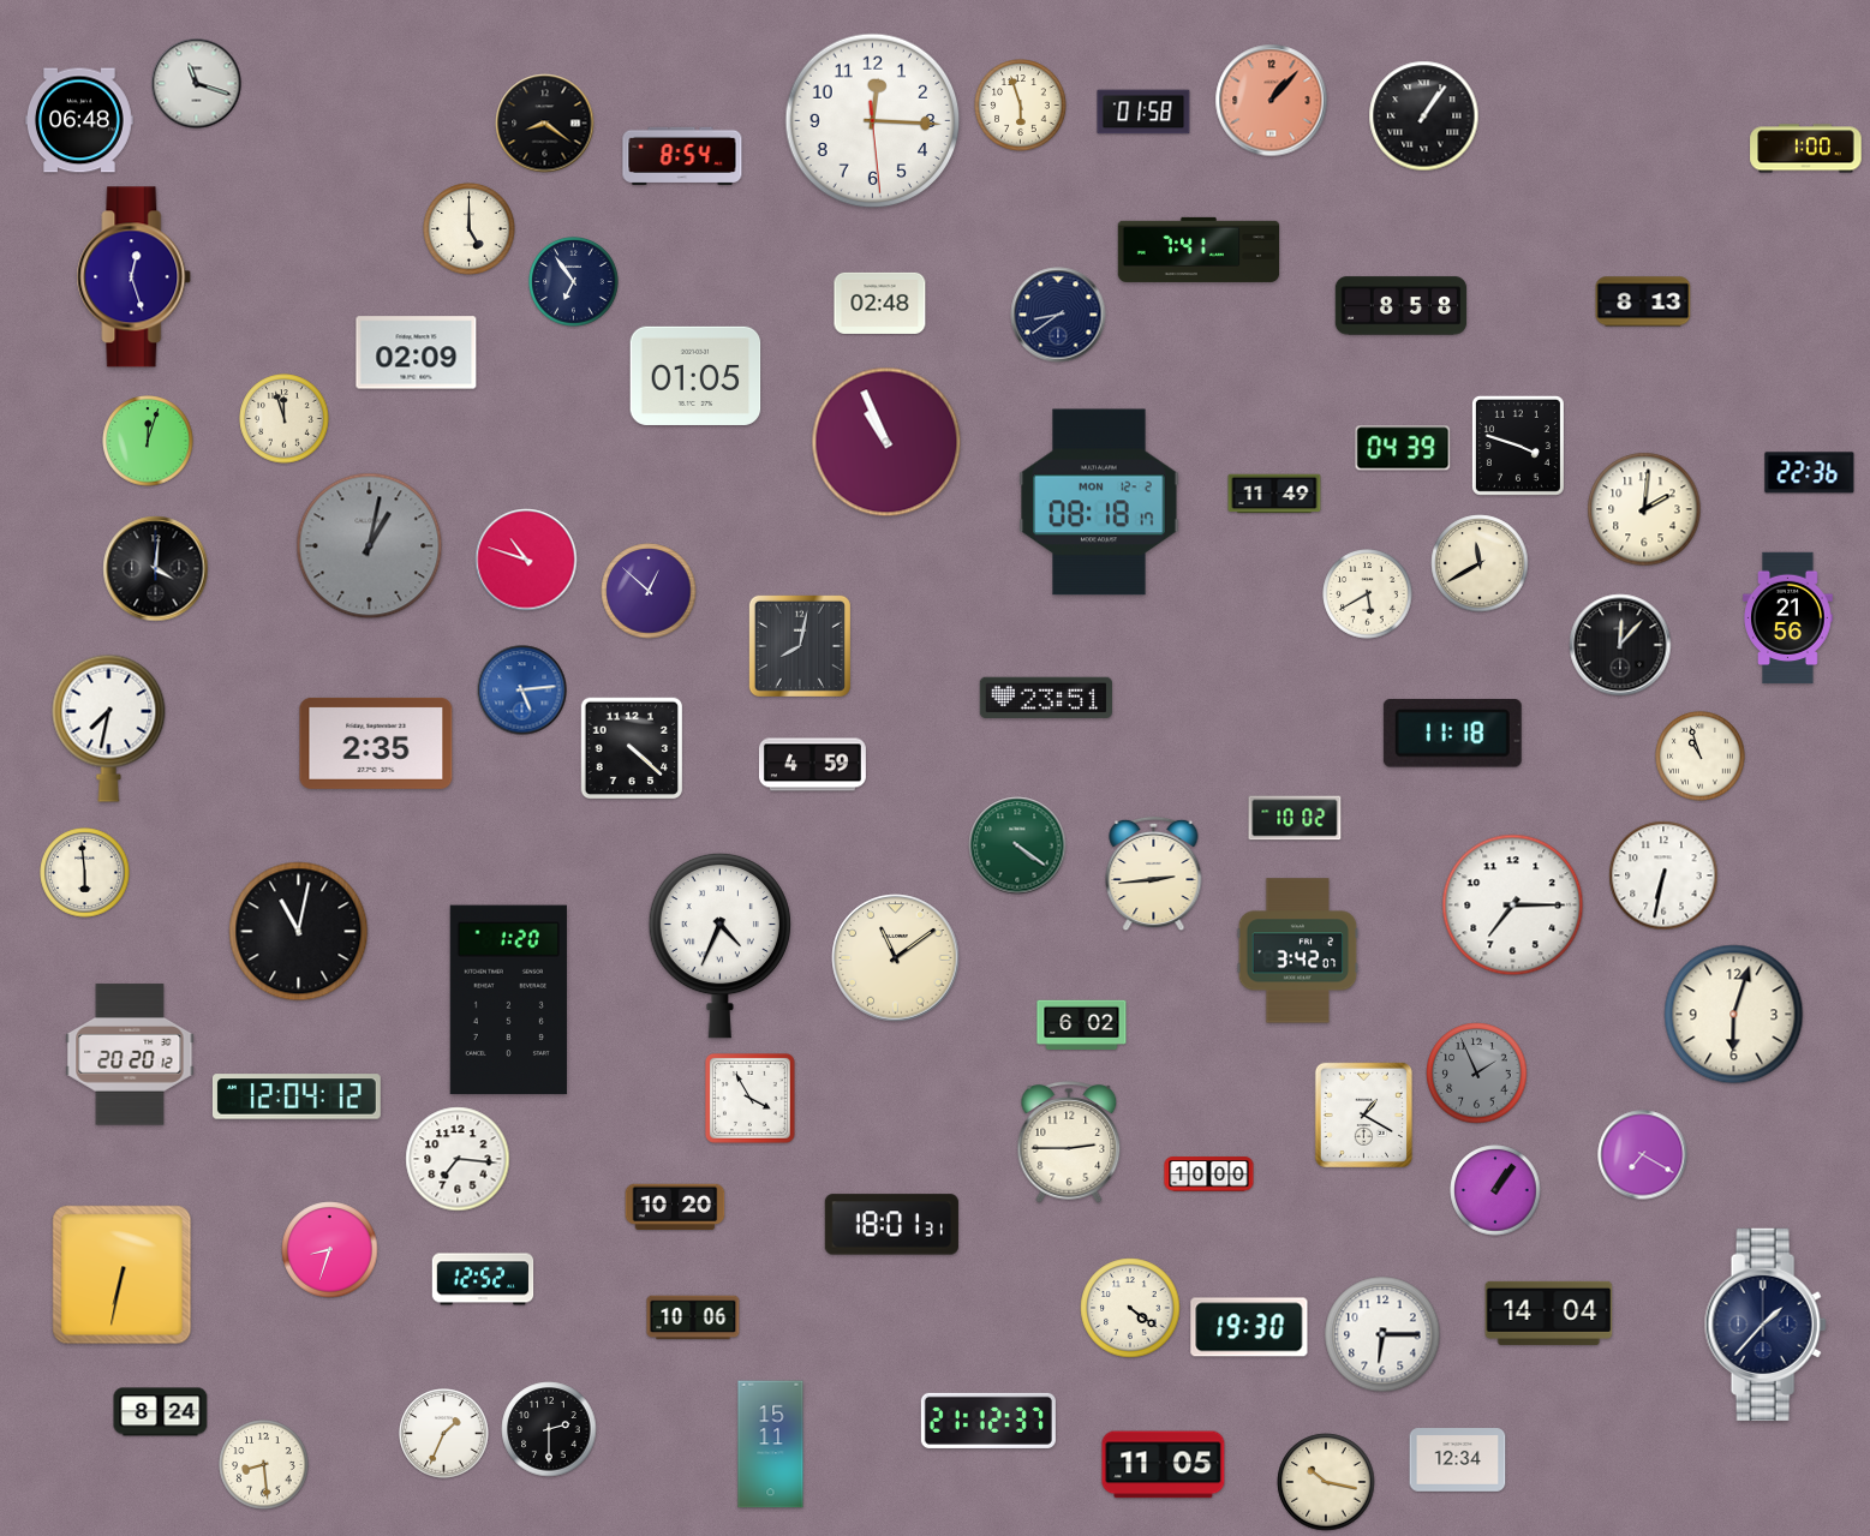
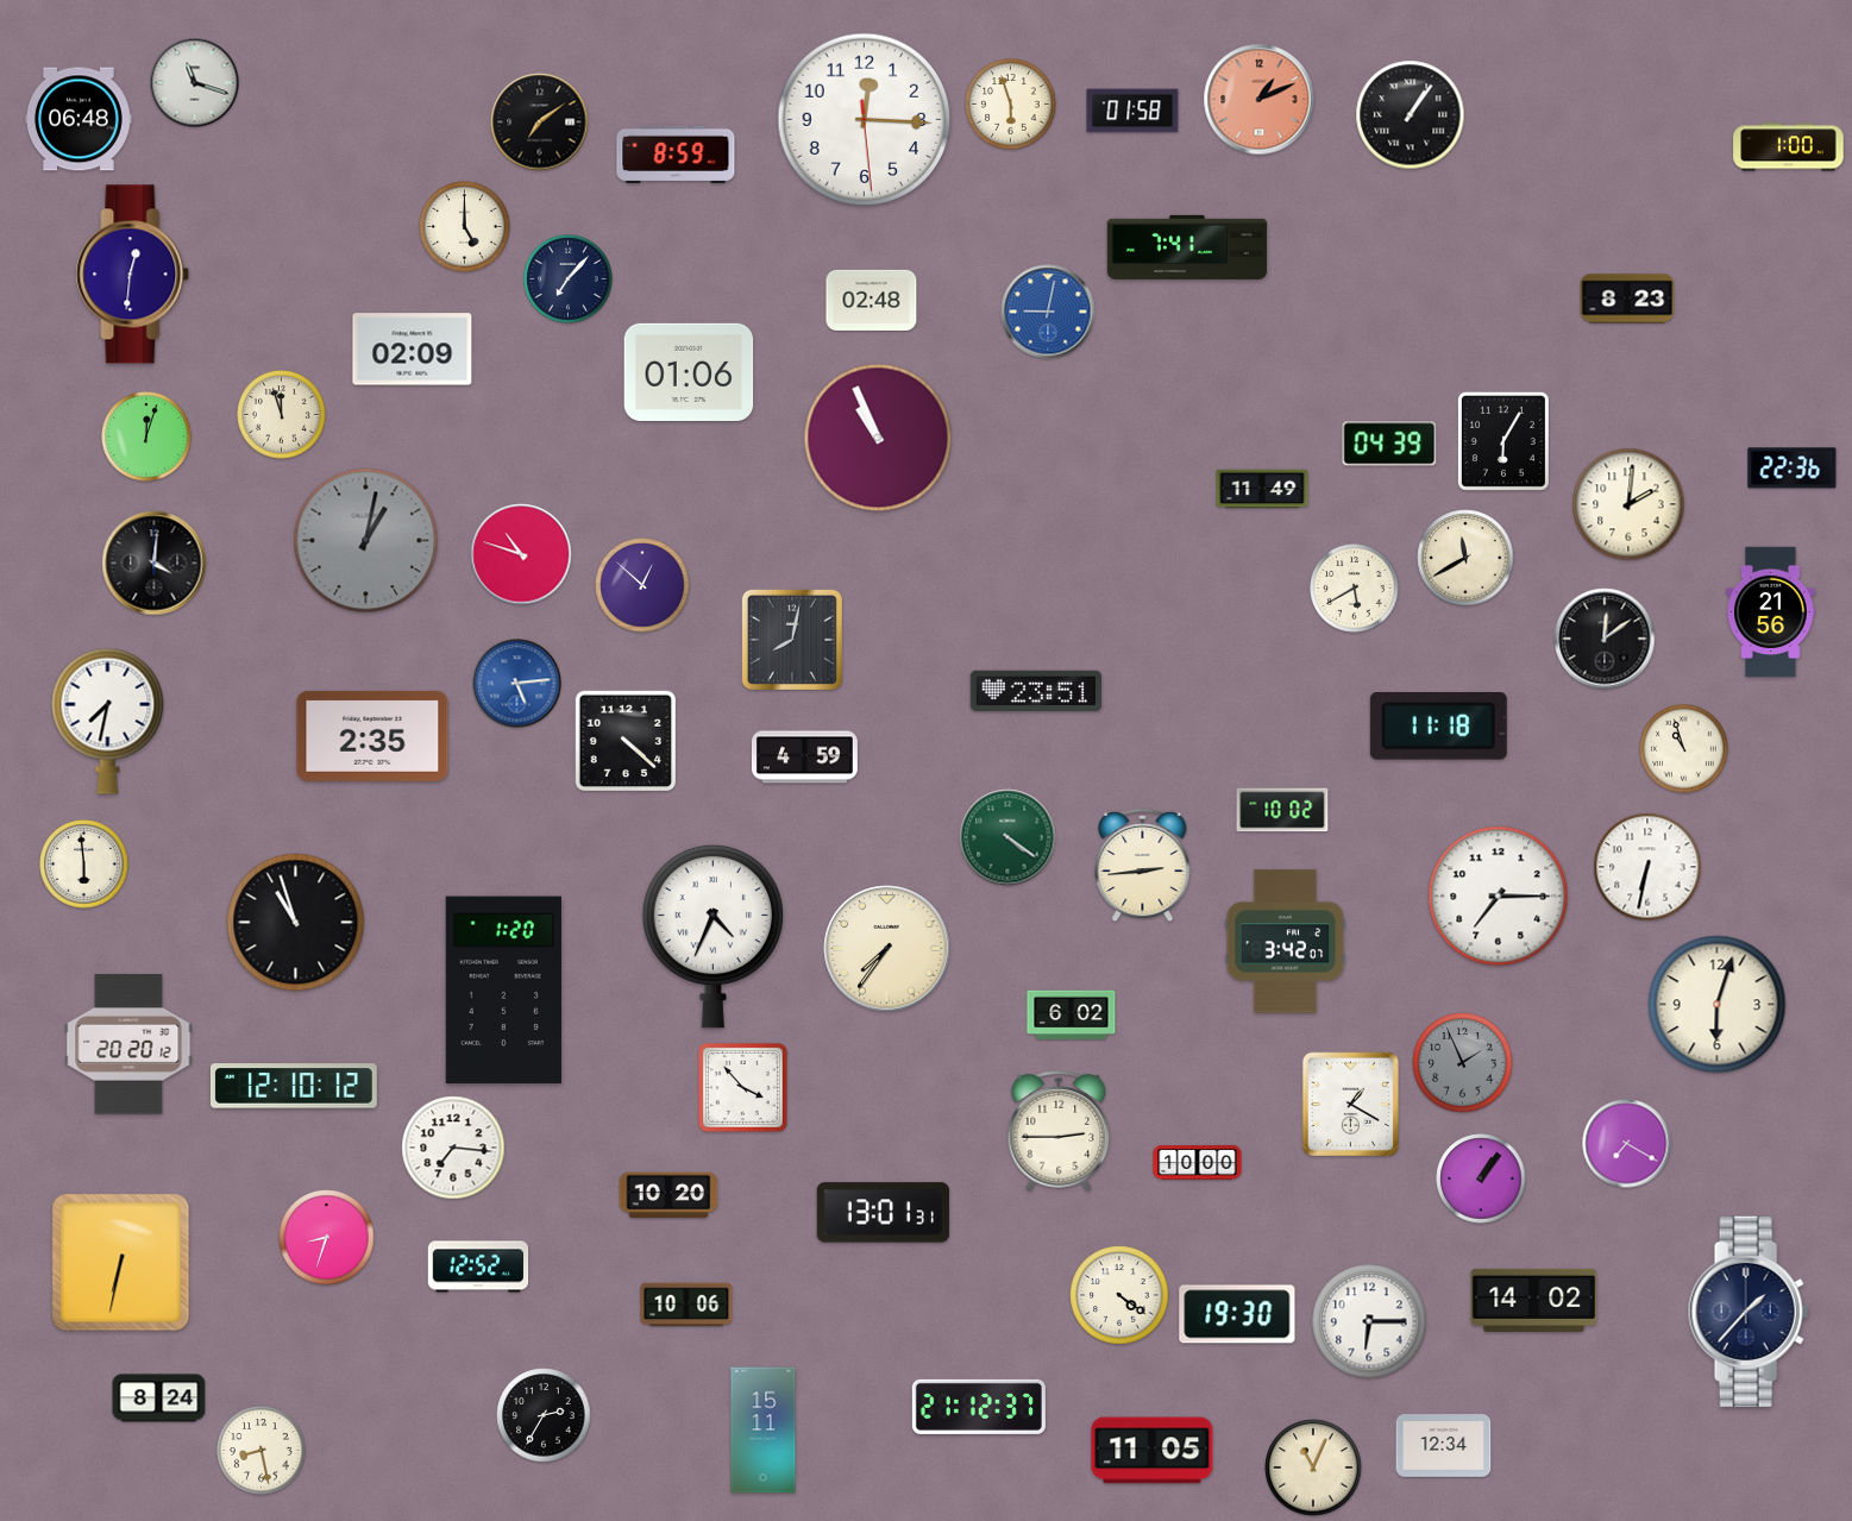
clock at (1272, 101): 1:07 -> 1:11
clock at (545, 124): 8:21 -> 7:09
clock at (682, 155): 8:54 -> 8:59
clock at (135, 277): 12:27 -> 12:31
clock at (574, 282): 6:54 -> 7:07
clock at (1643, 301): 8:13 -> 8:23
clock at (1402, 306): 8:58 -> none
clock at (1058, 315): 8:39 -> 9:02
clock at (1058, 315) dial: navy -> blue
clock at (695, 376): 01:05 -> 01:06
clock at (1518, 446): 3:48 -> 6:05
clock at (1099, 502): 08:18 -> none
clock at (1620, 645): 12:07 -> 12:09
clock at (299, 932): 11:02 -> 10:57
clock at (896, 958): 11:09 -> 7:36
clock at (297, 1096): 12:04 -> 12:10
clock at (751, 1099): 3:55 -> 3:53
clock at (891, 1225): 18:01 -> 13:01
clock at (1549, 1313): 14:04 -> 14:02
clock at (549, 1429): 2:30 -> 2:35
clock at (444, 1434): 1:34 -> none
clock at (264, 1465): 8:29 -> 8:28
clock at (1326, 1482): 10:17 -> 11:04
